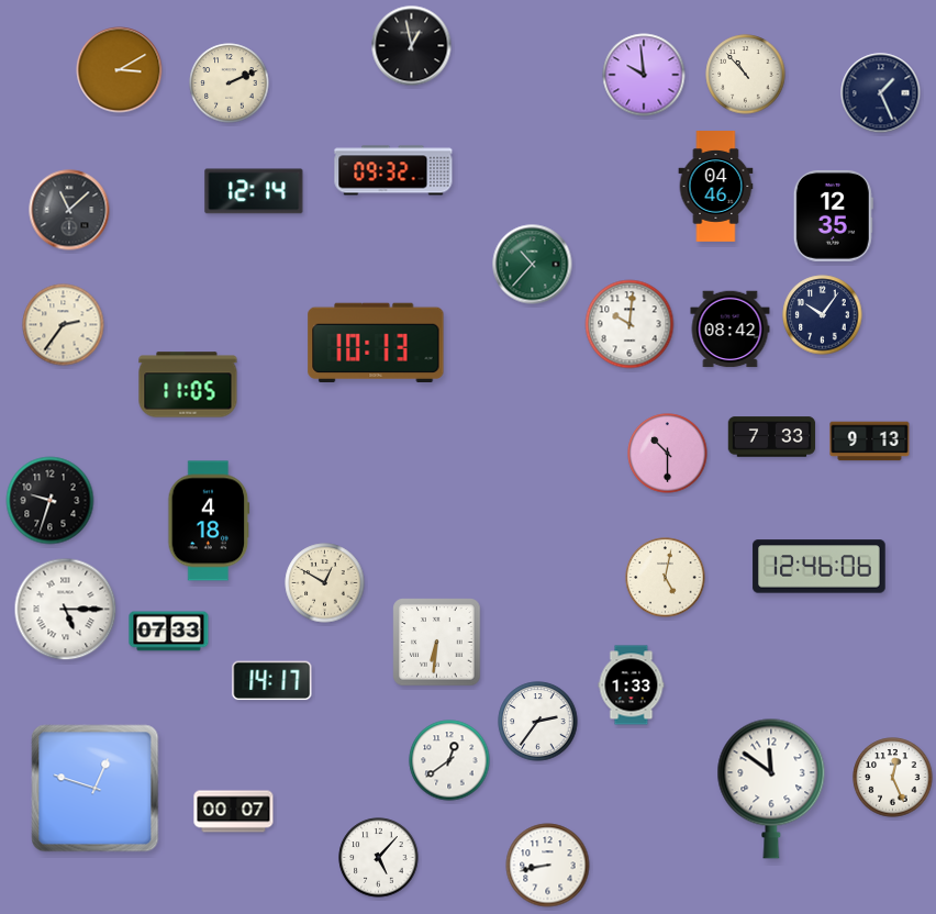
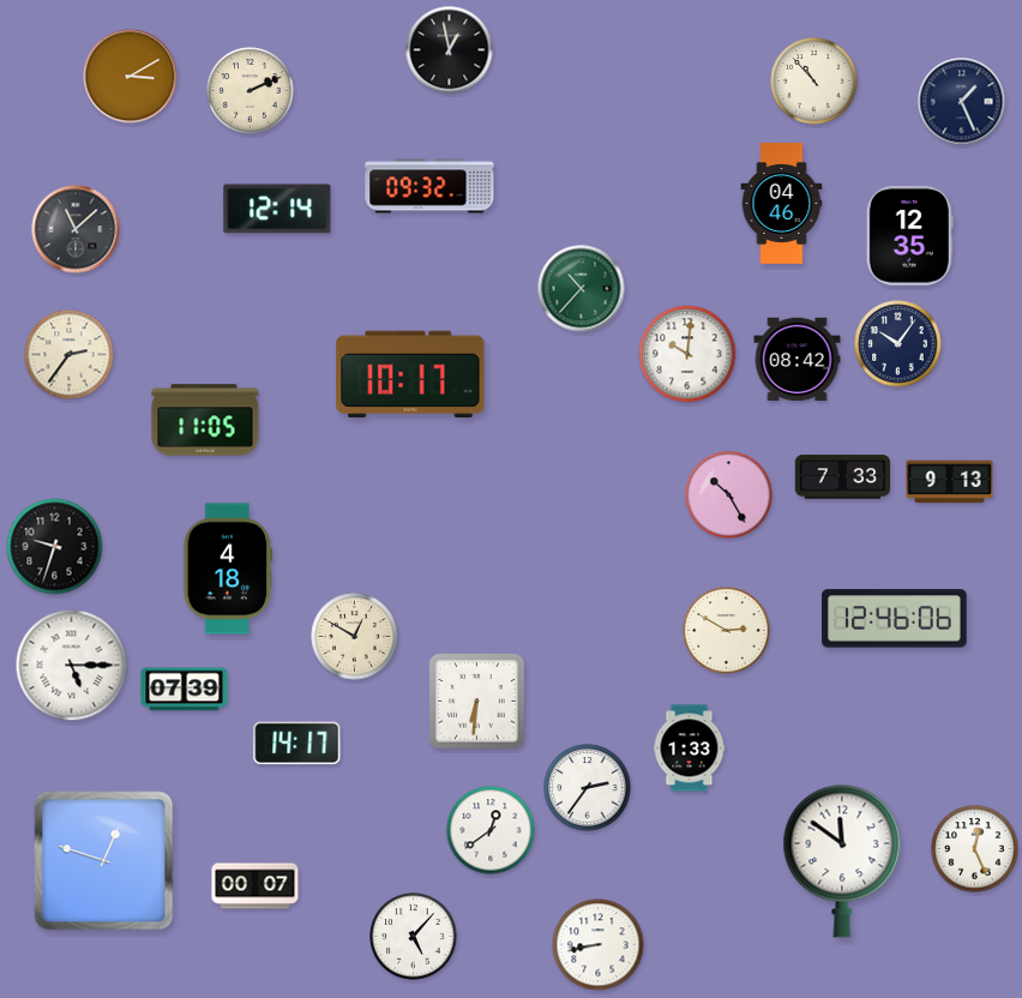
clock at (644, 75): 9:59 -> none
clock at (376, 342): 10:13 -> 10:17
clock at (668, 454): 10:30 -> 10:25
clock at (666, 578): 5:02 -> 2:50
clock at (169, 632): 07:33 -> 07:39
